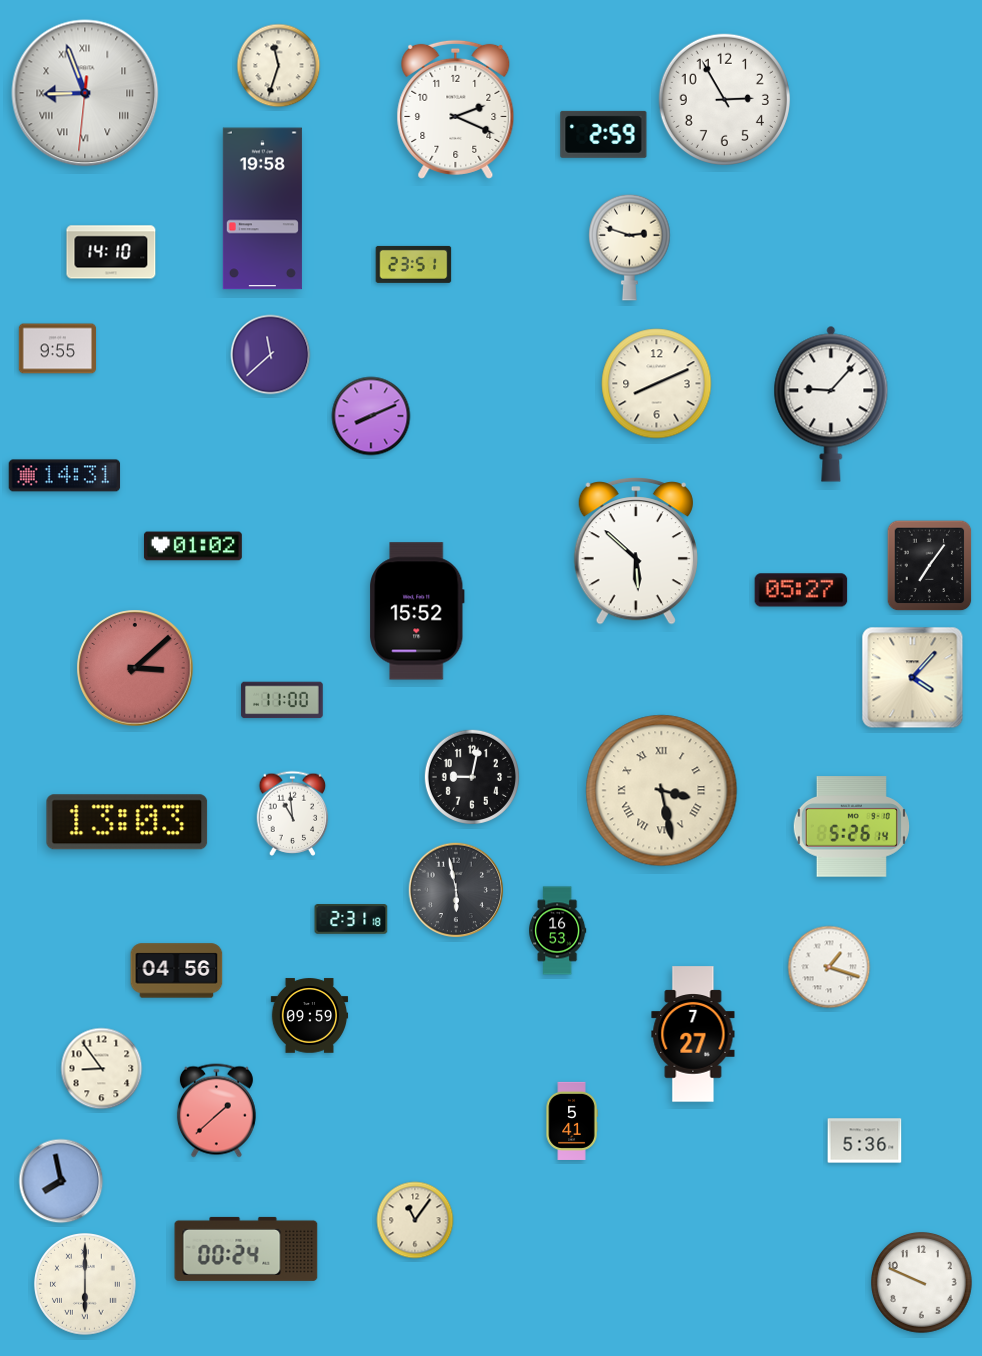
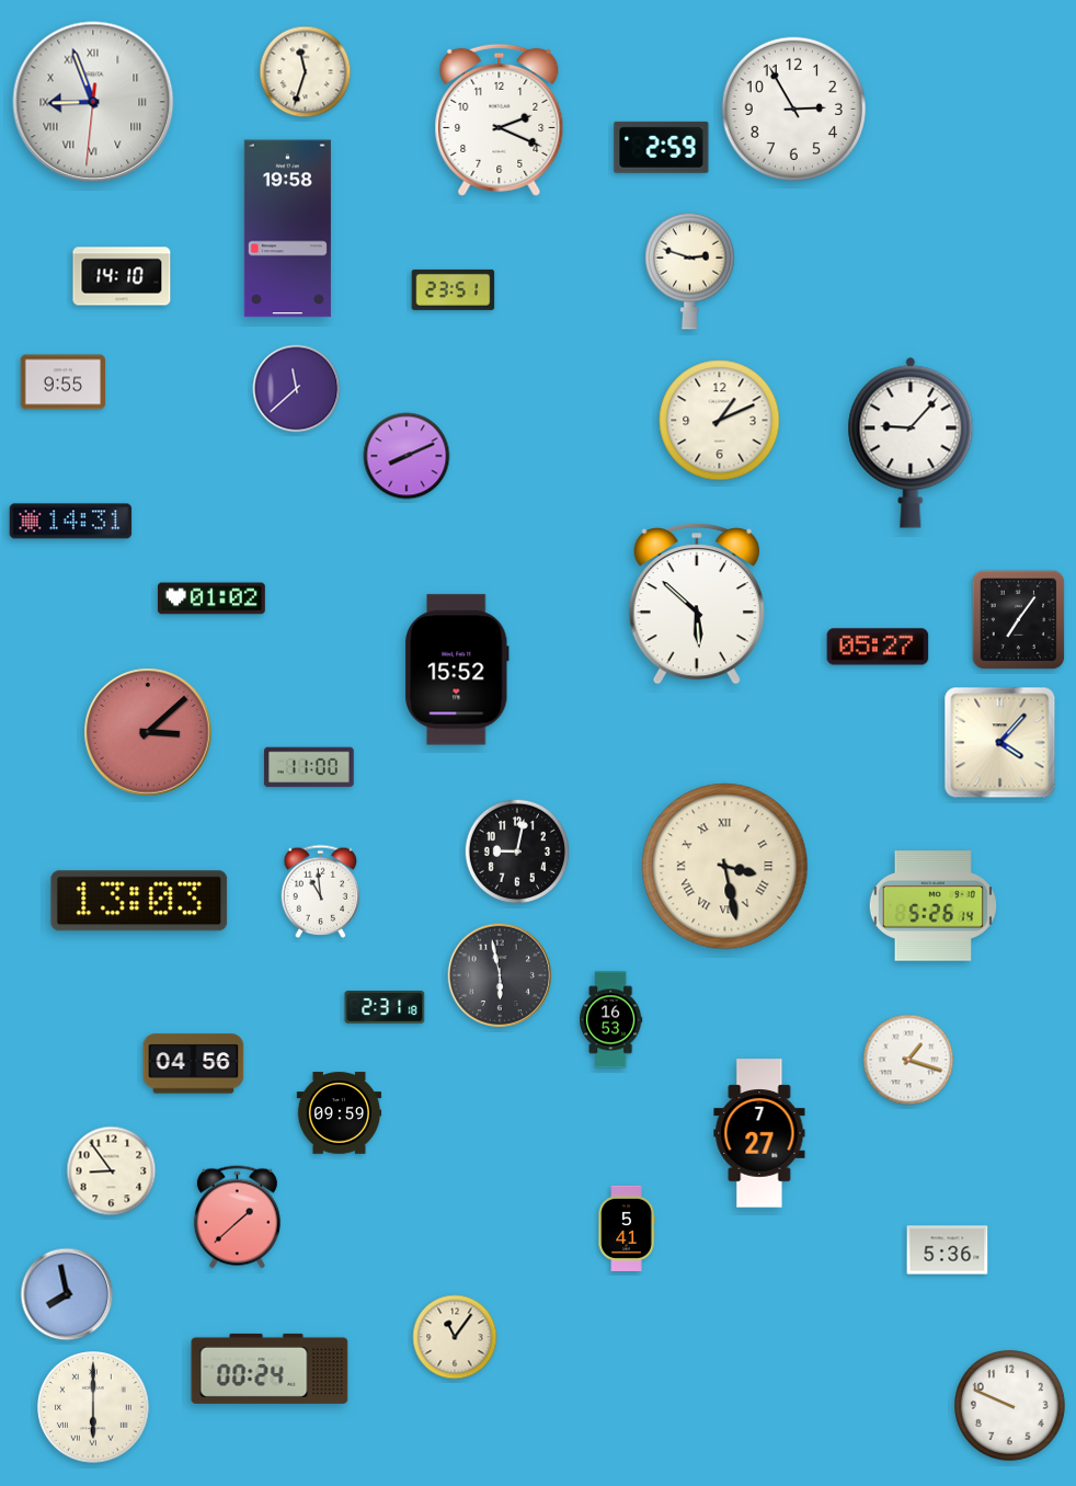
clock at (657, 384): 8:11 -> 1:11
